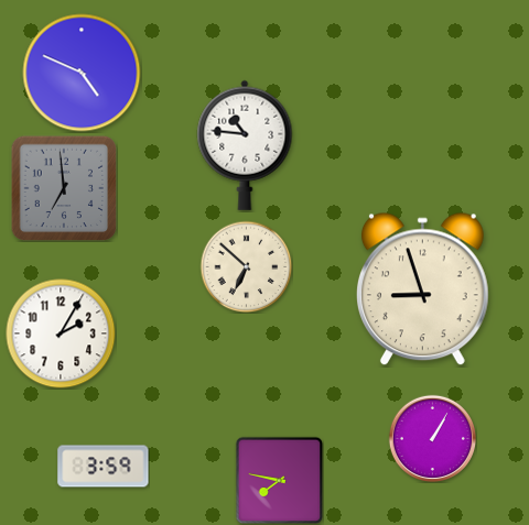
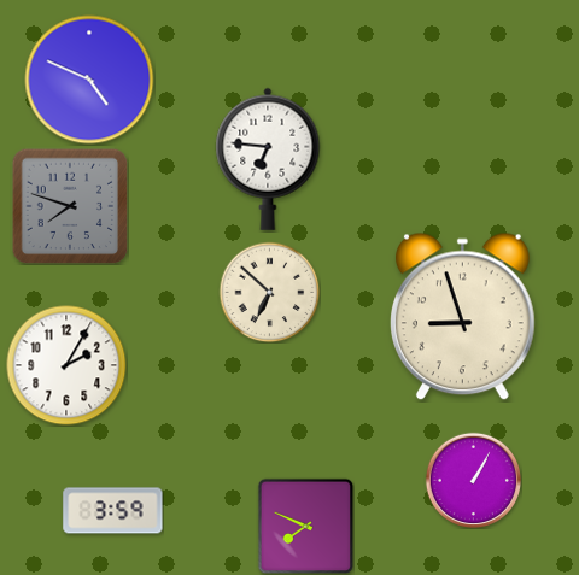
clock at (245, 145): 10:46 -> 6:46
clock at (64, 188): 6:59 -> 7:48
clock at (279, 480): 7:47 -> 7:49
